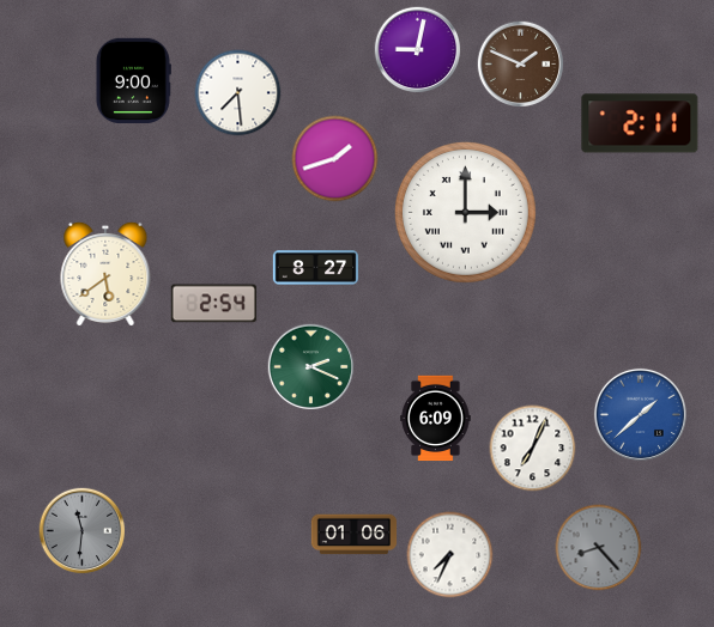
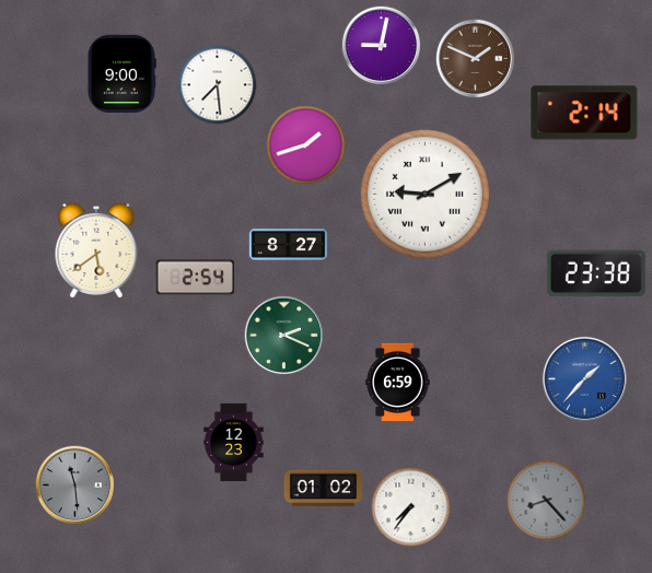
clock at (640, 123): 2:11 -> 2:14
clock at (465, 212): 3:00 -> 9:10
clock at (596, 273): none -> 23:38
clock at (640, 414): 1:38 -> 1:37
clock at (436, 419): 6:09 -> 6:59
clock at (533, 449): 7:04 -> none
clock at (234, 443): none -> 12:23
clock at (83, 531): 11:31 -> 11:29
clock at (355, 535): 01:06 -> 01:02
clock at (450, 555): 7:34 -> 7:36
